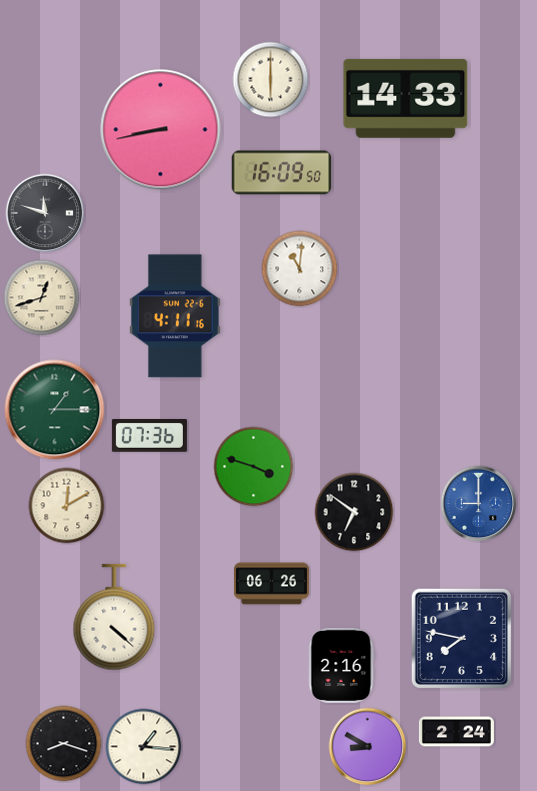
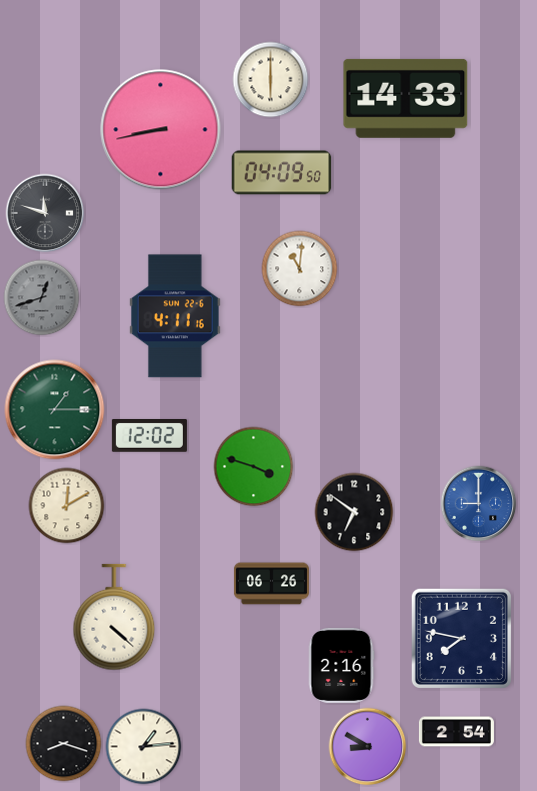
clock at (282, 173): 16:09 -> 04:09
clock at (42, 298) dial: cream -> grey
clock at (149, 436): 07:36 -> 12:02
clock at (456, 732): 2:24 -> 2:54
clock at (144, 747): 1:16 -> 1:14
